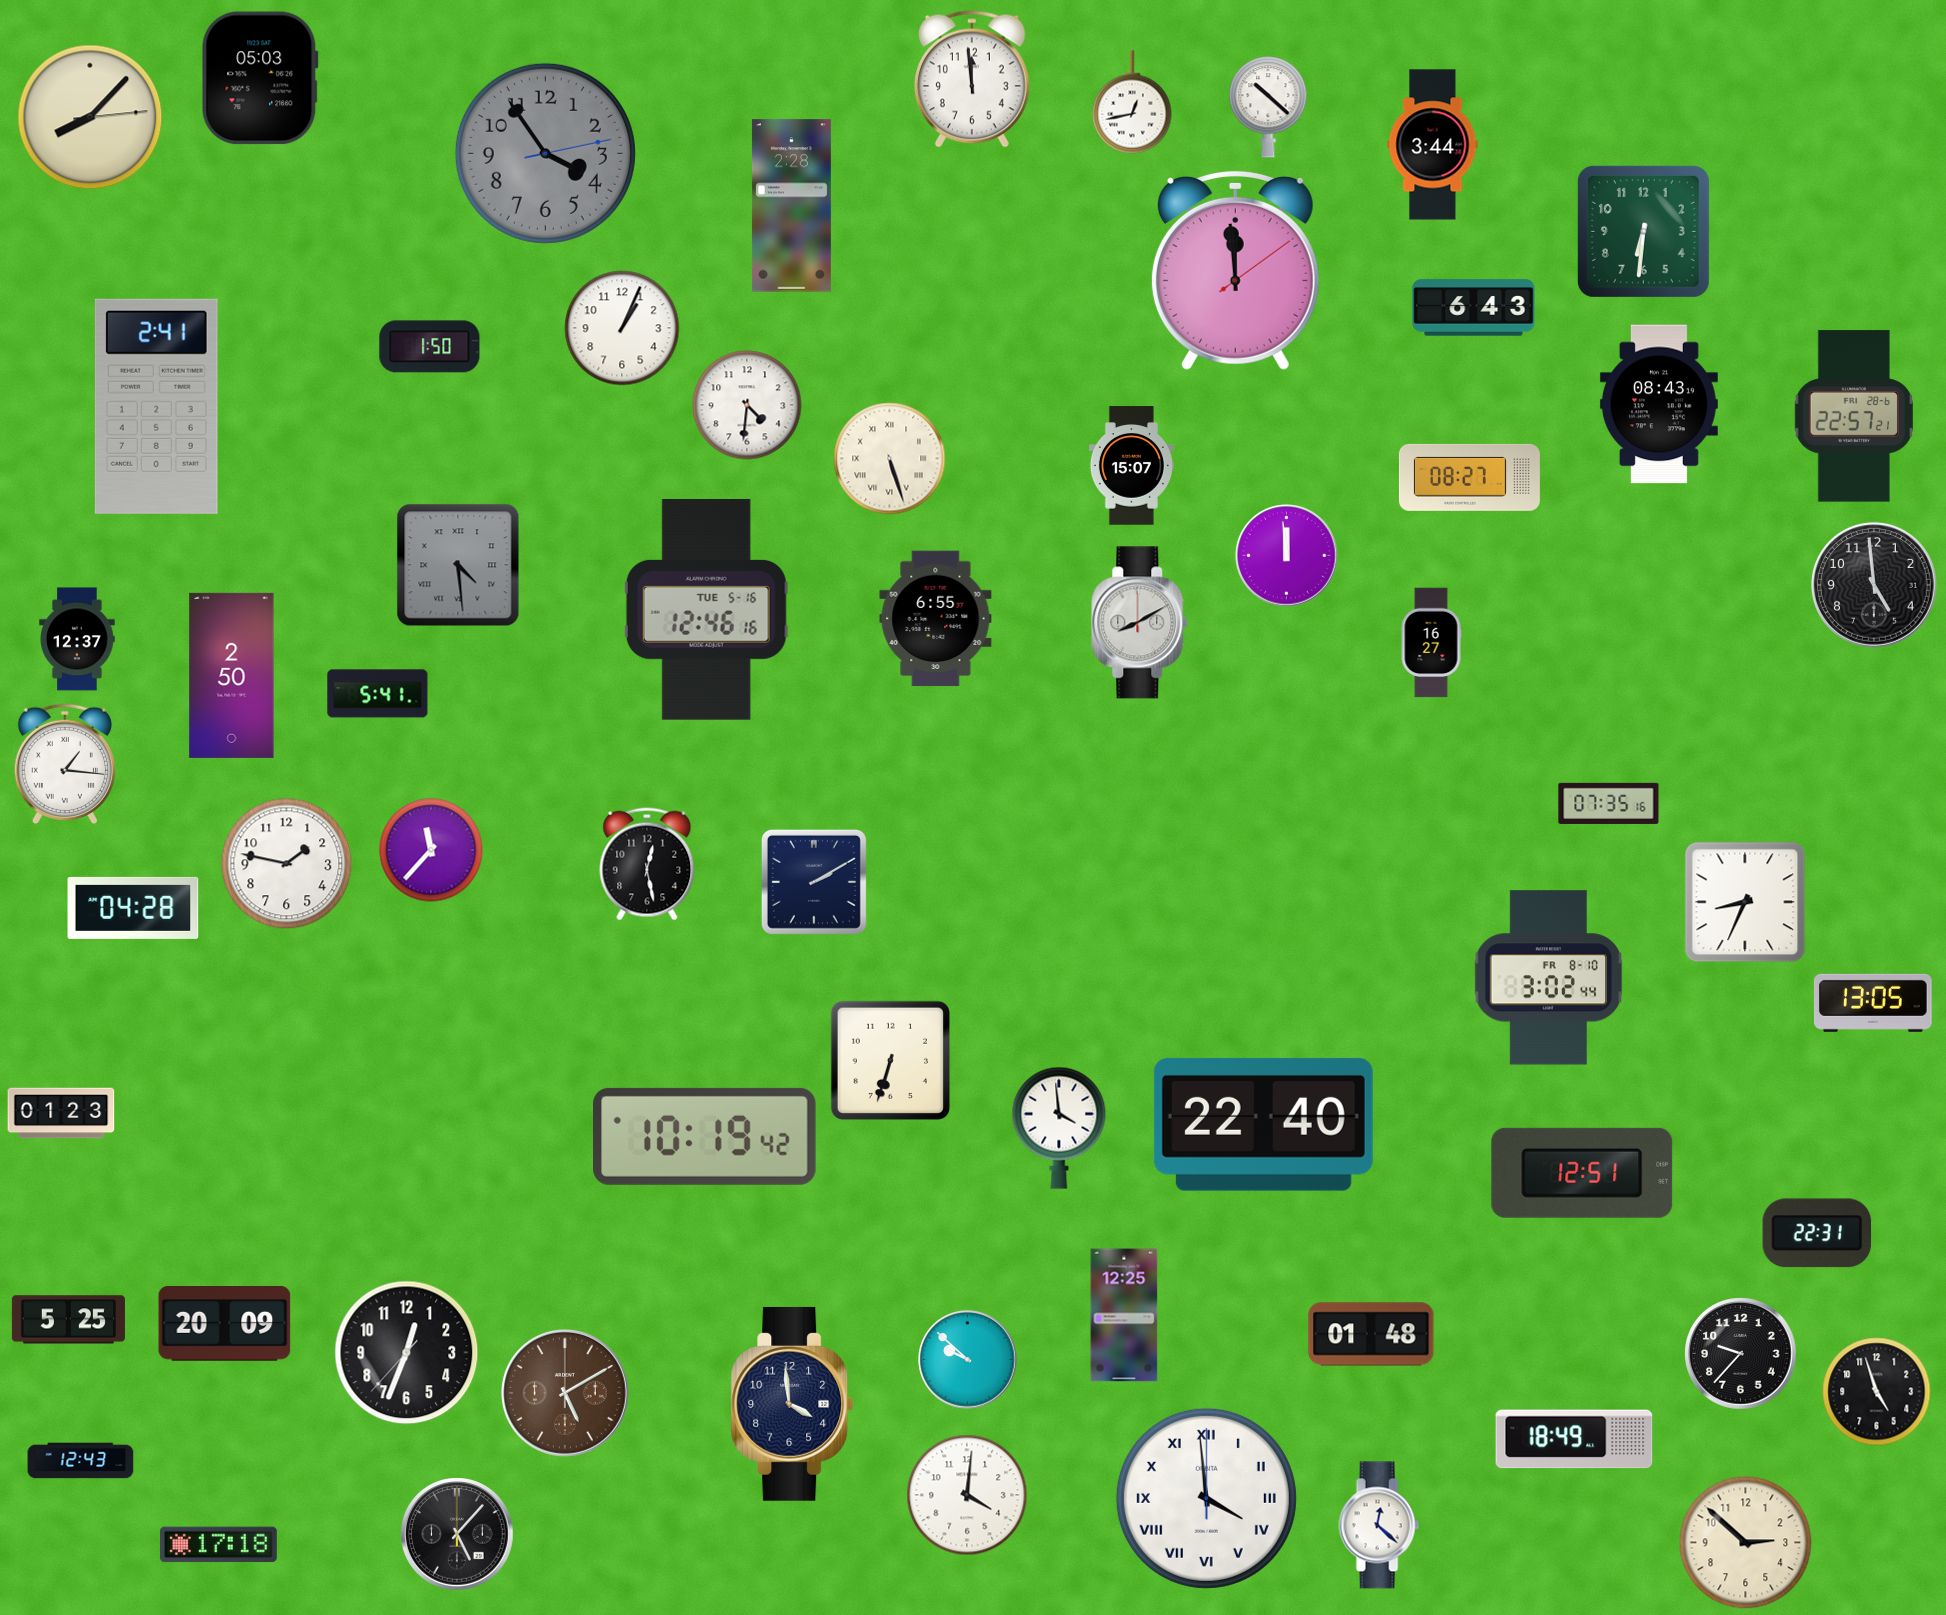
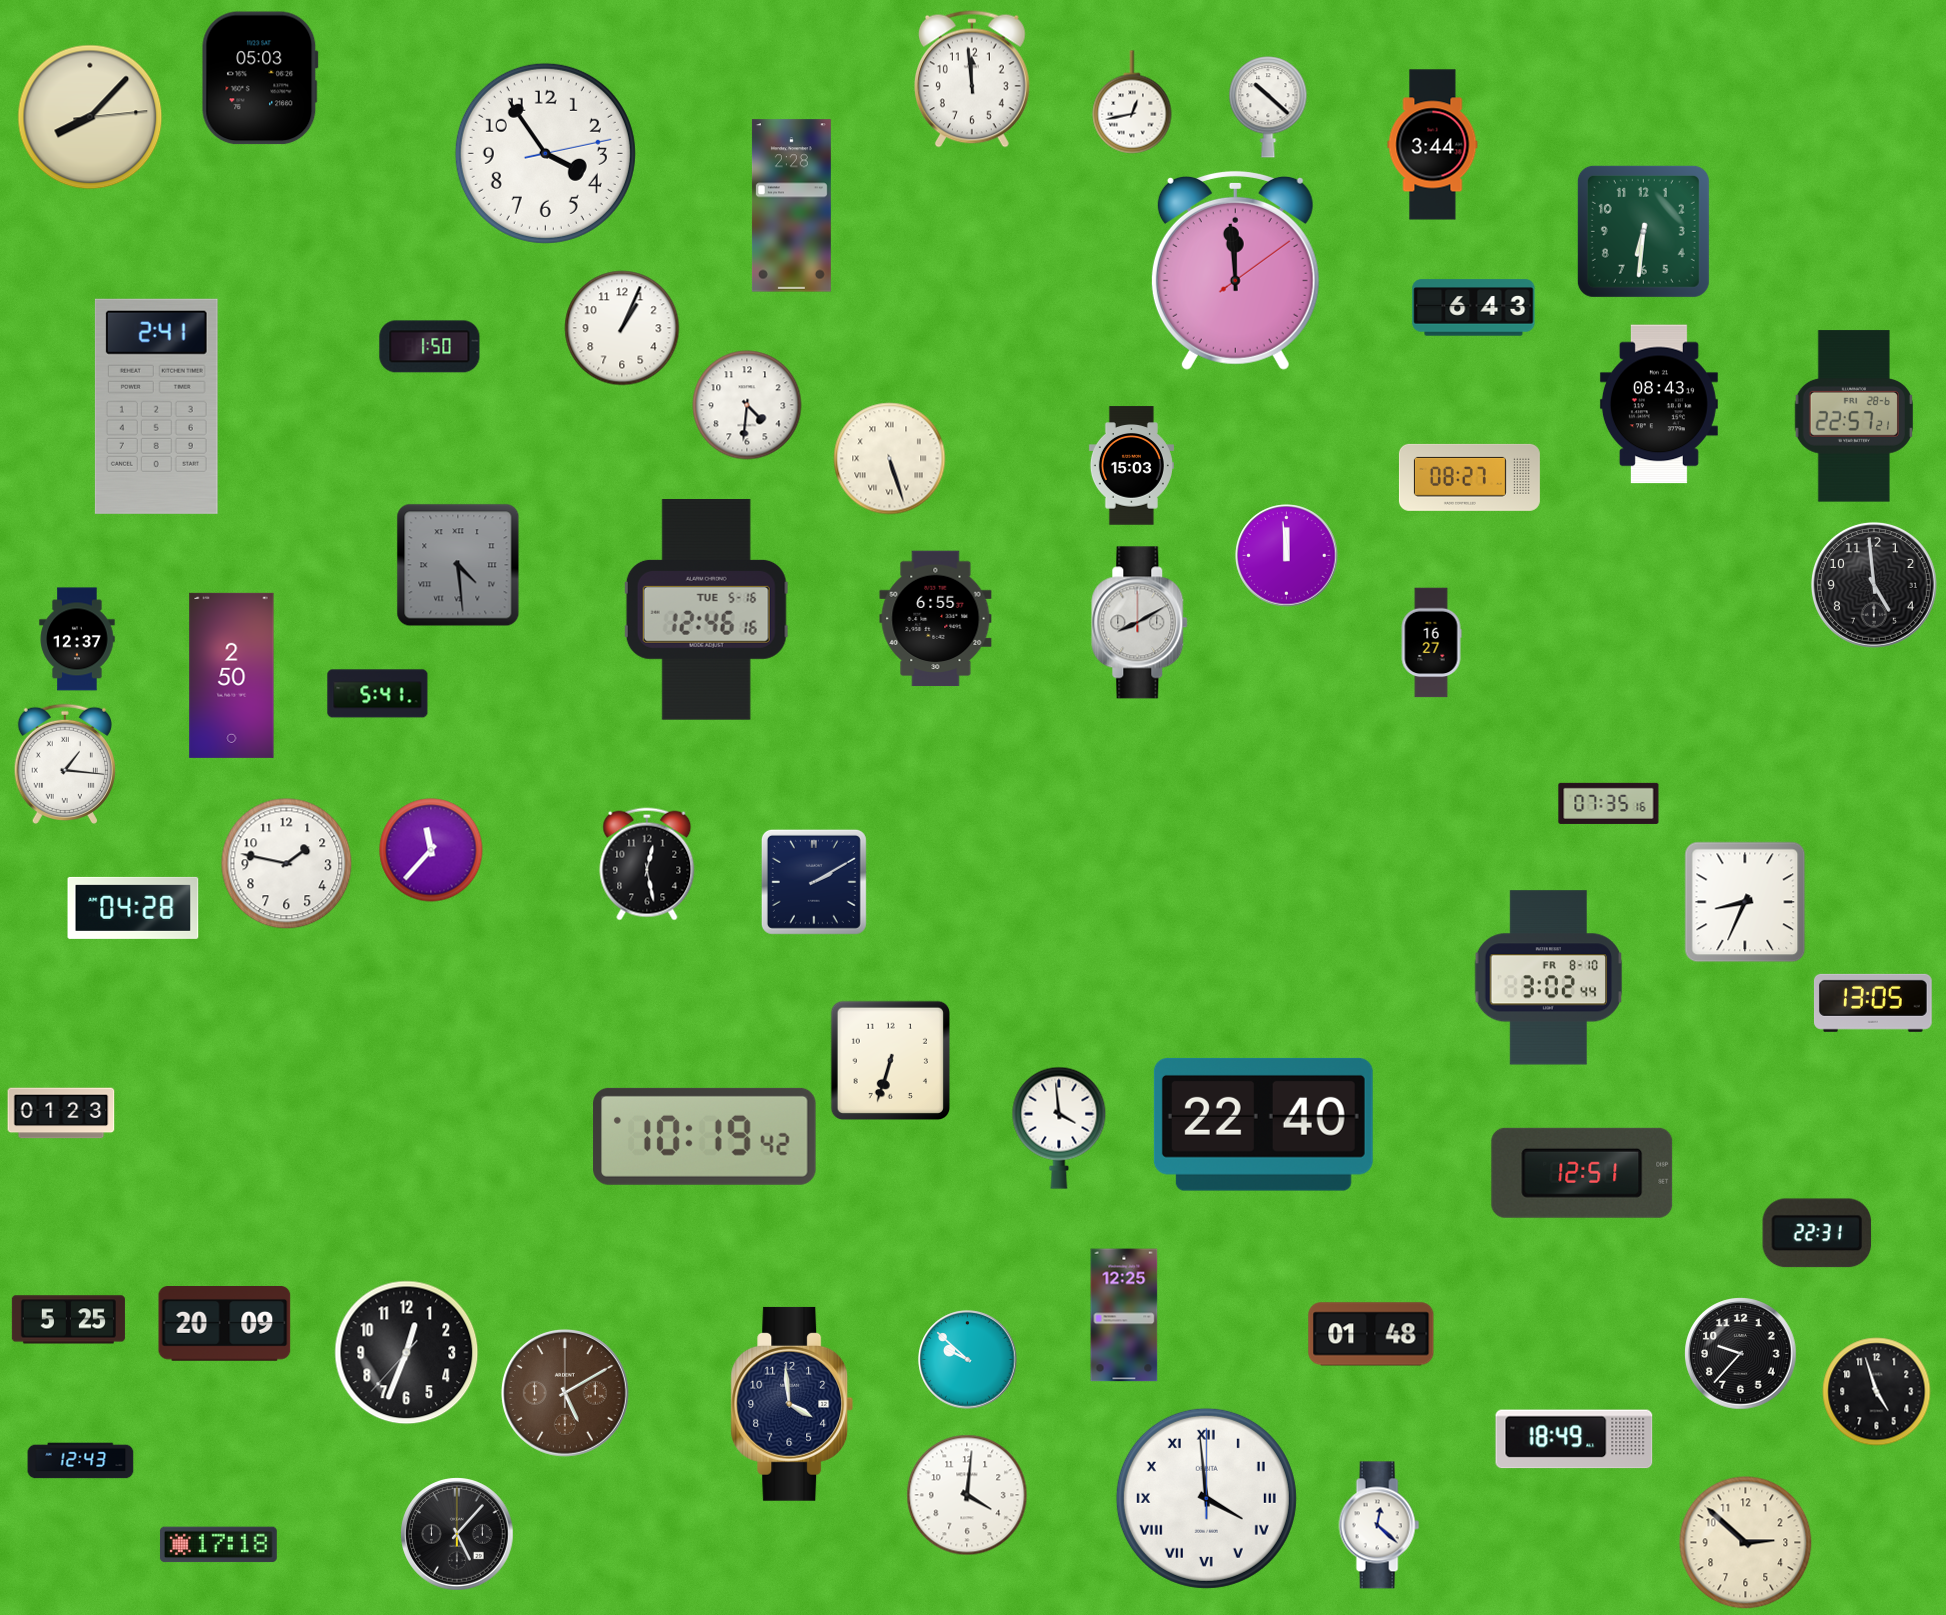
clock at (545, 153) dial: grey -> white
clock at (1131, 466): 15:07 -> 15:03
